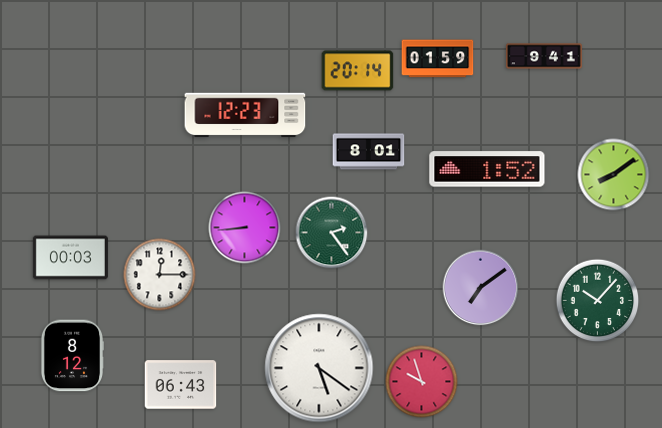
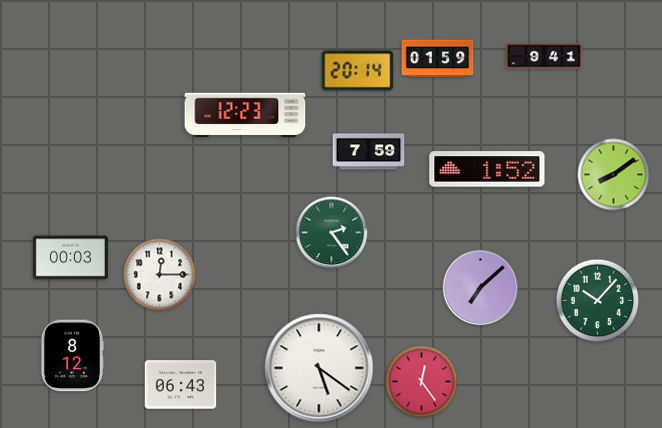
clock at (369, 152): 8:01 -> 7:59
clock at (245, 228): 8:44 -> none
clock at (481, 288): 7:09 -> 7:08
clock at (422, 382): 9:57 -> 12:24
